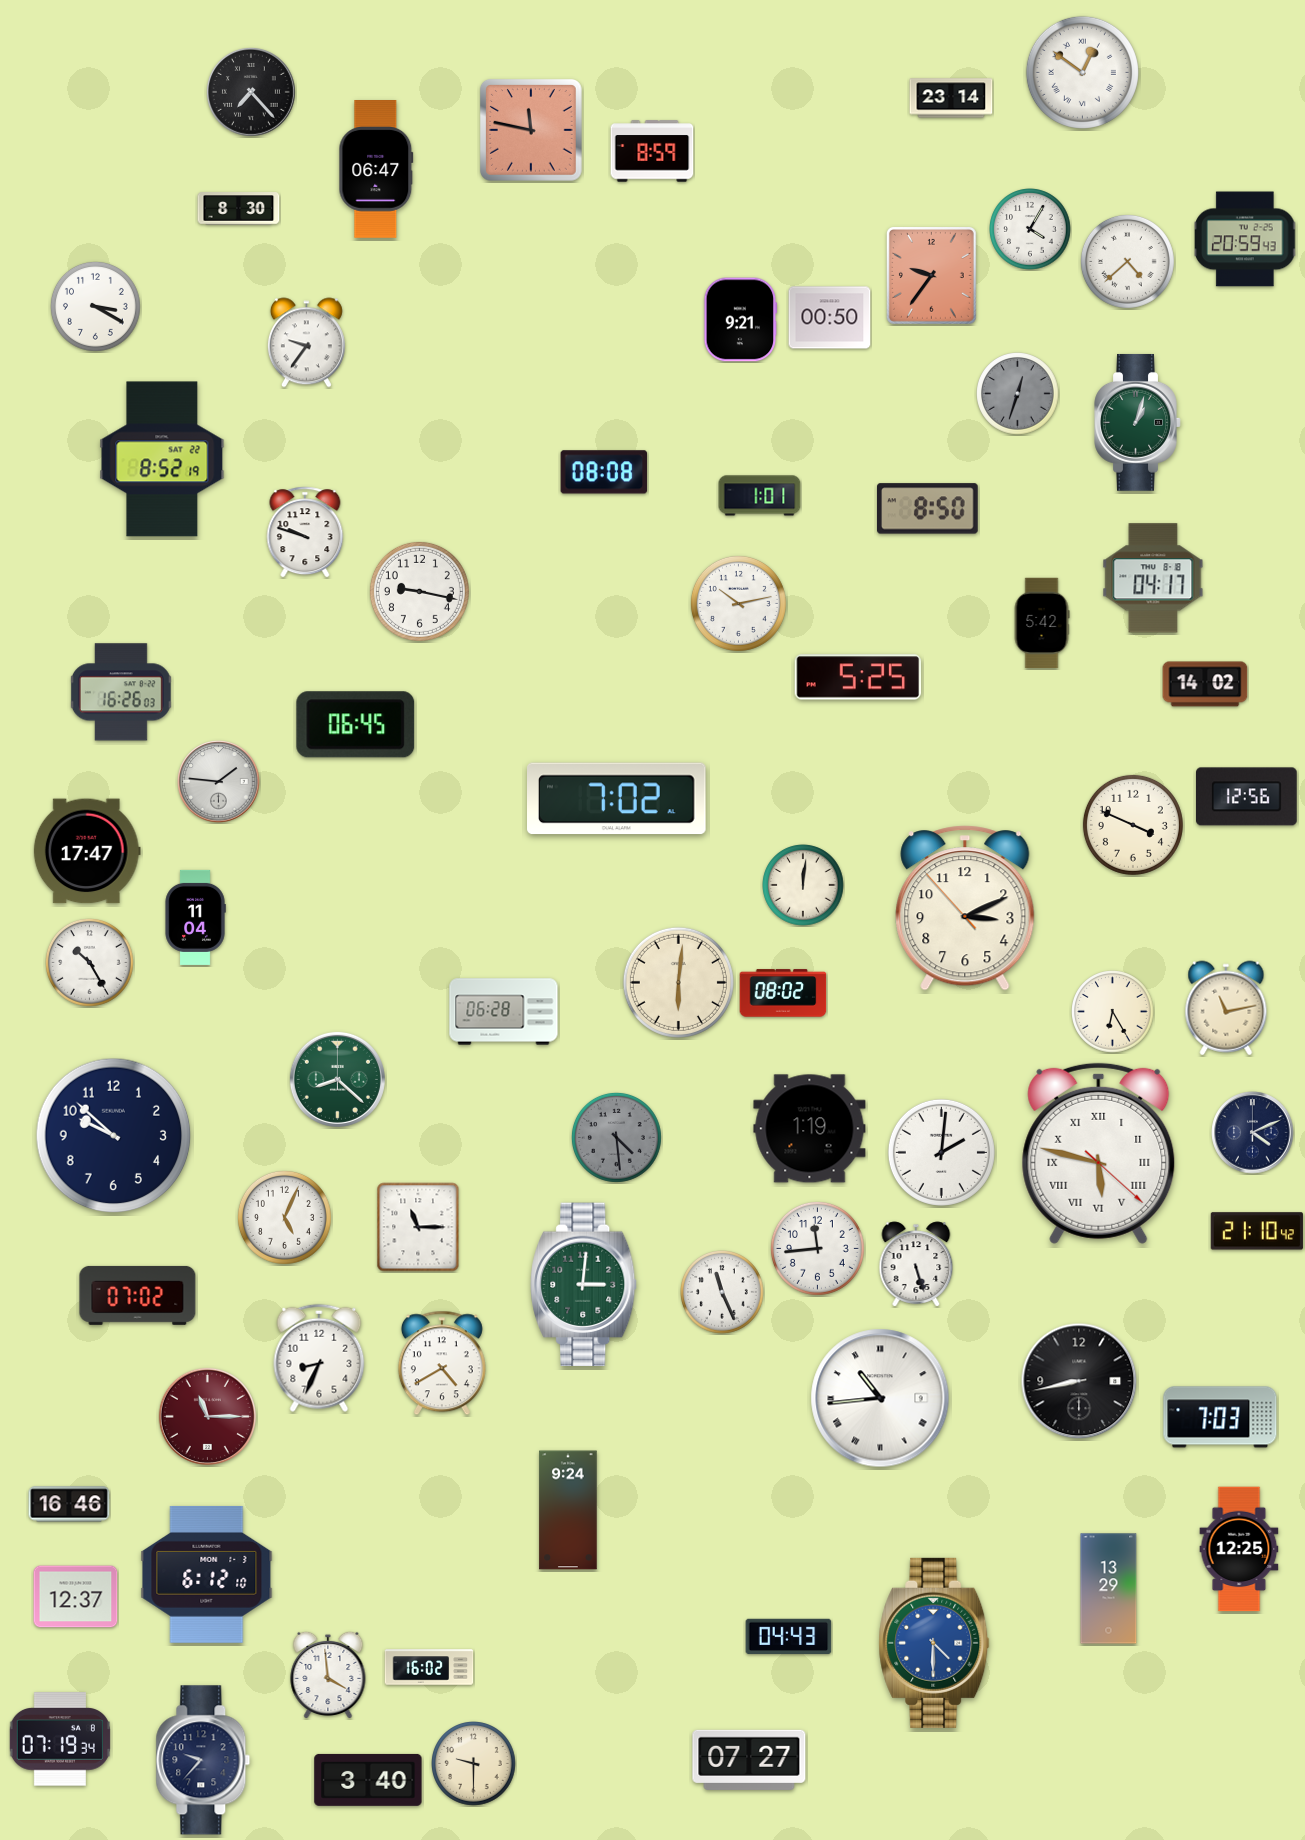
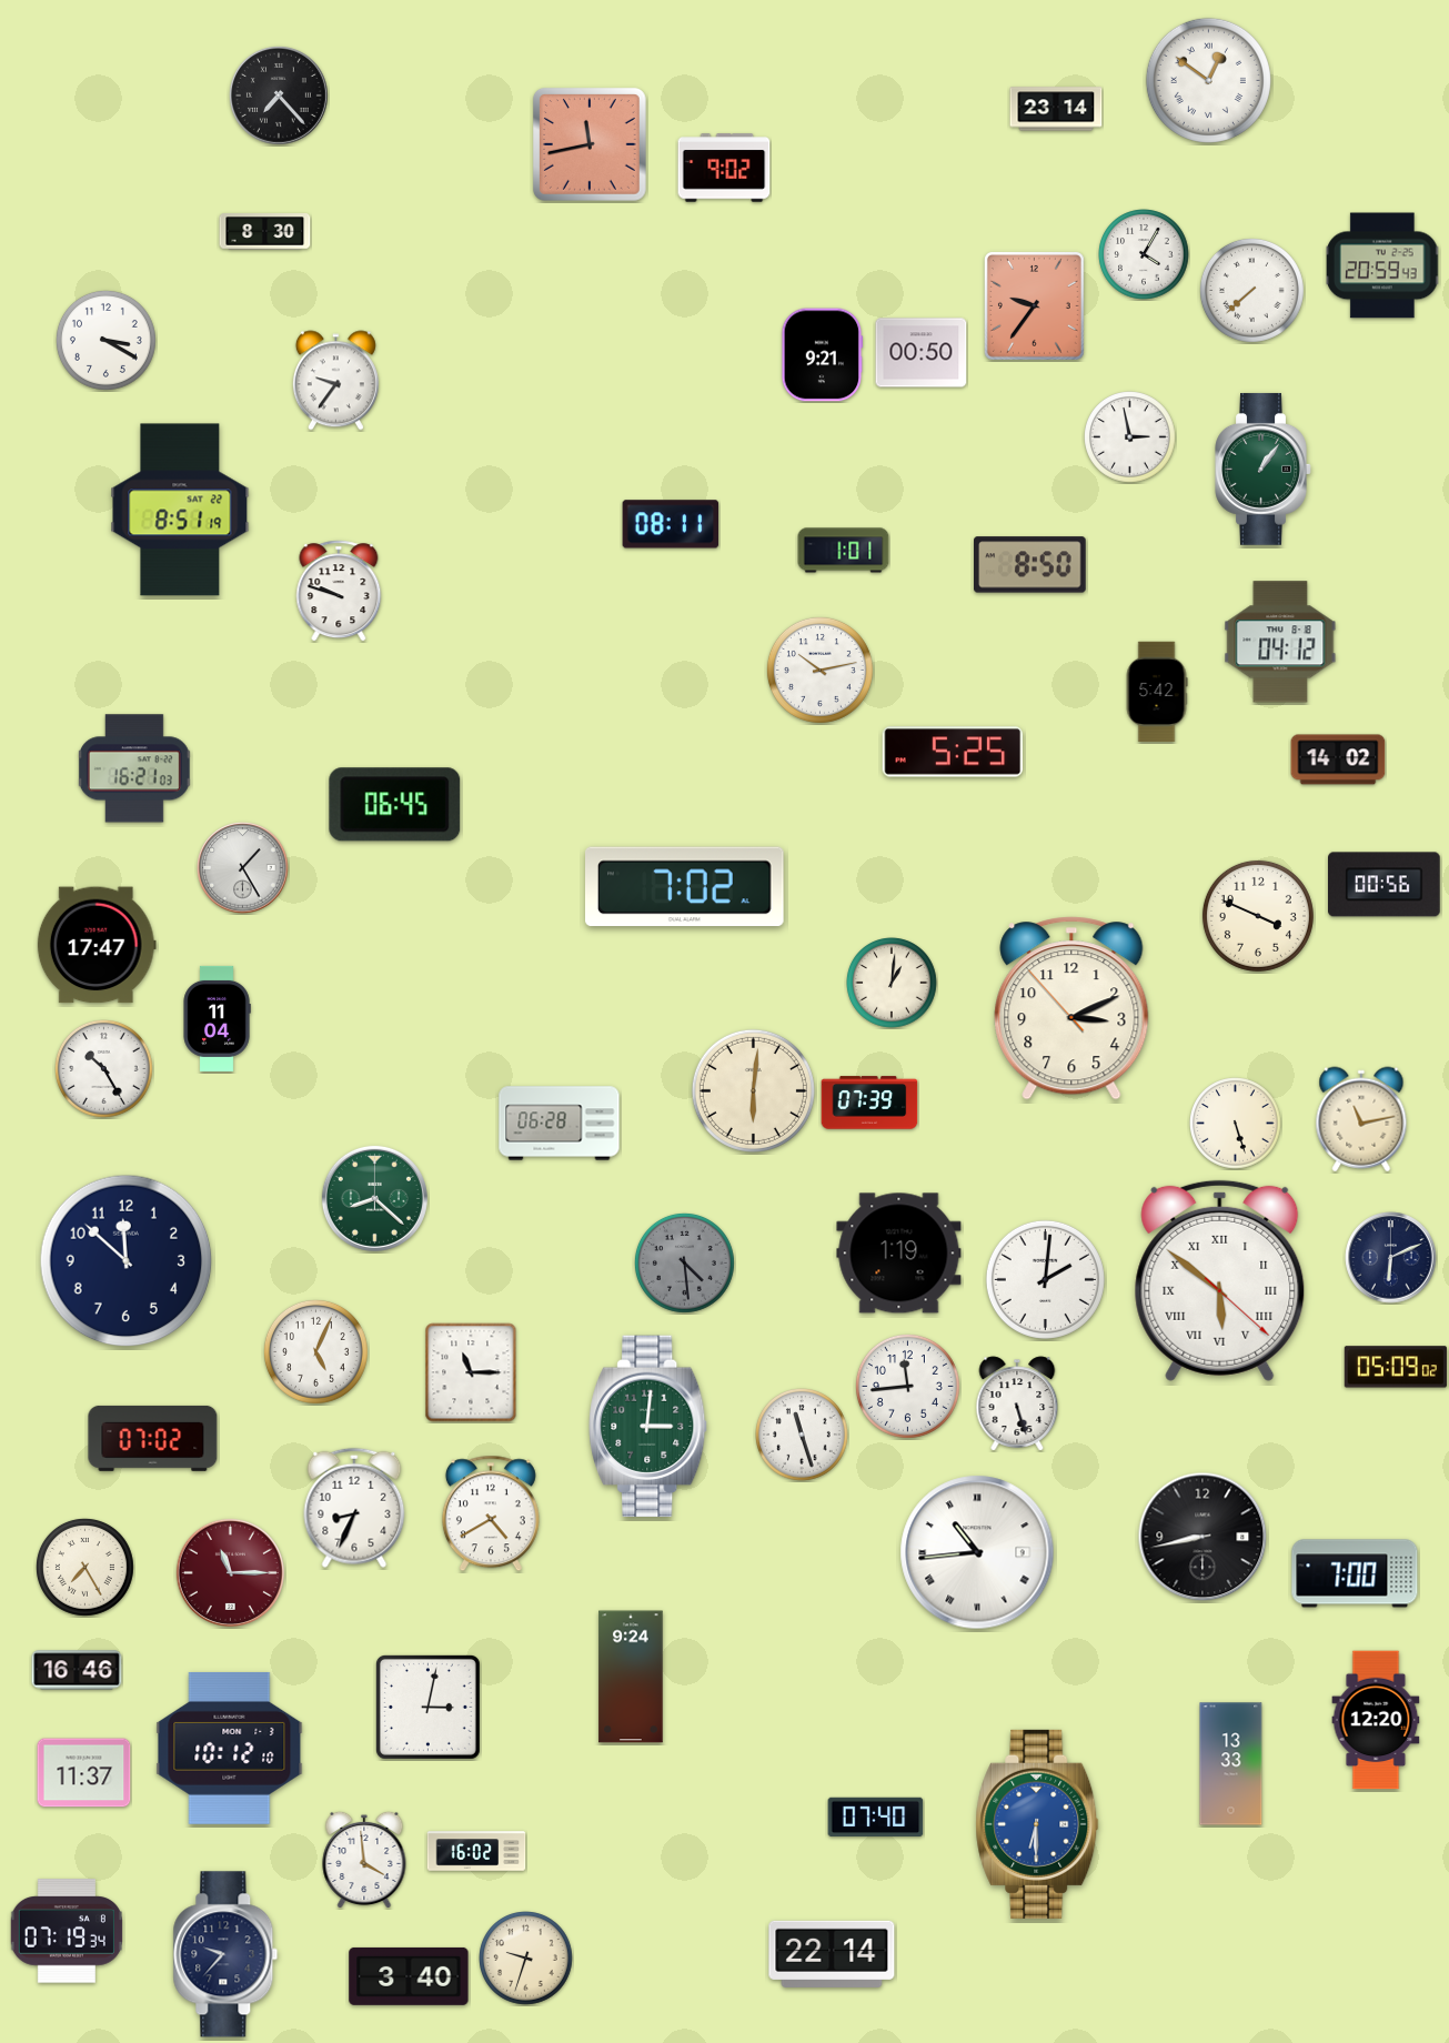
clock at (1082, 72) position: (1082, 72) -> (1208, 80)
clock at (251, 92) position: (251, 92) -> (279, 95)
clock at (531, 130): 11:47 -> 11:43
clock at (652, 151): 8:59 -> 9:02
clock at (376, 170): 06:47 -> none
clock at (1127, 261): 4:38 -> 7:38
clock at (306, 343) position: (306, 343) -> (335, 381)
clock at (1018, 394): 12:33 -> 2:58
clock at (1018, 394) dial: grey -> white
clock at (1138, 422): 1:03 -> 1:06
clock at (162, 459): 8:52 -> 8:51
clock at (604, 472): 08:08 -> 08:11
clock at (1153, 578): 04:17 -> 04:12
clock at (419, 591): 9:17 -> none
clock at (121, 692): 16:26 -> 16:21
clock at (219, 782): 1:46 -> 1:25
clock at (1247, 797): 12:56 -> 00:56
clock at (803, 885): 12:01 -> 1:01
clock at (90, 963) position: (90, 963) -> (104, 1069)
clock at (783, 993): 08:02 -> 07:39
clock at (1113, 1012): 6:25 -> 5:27
clock at (1253, 1133): 4:11 -> 6:11
clock at (114, 1136): 9:52 -> 11:52
clock at (1099, 1153): 5:47 -> 5:51
clock at (418, 1227) position: (418, 1227) -> (471, 1372)
clock at (1257, 1231): 21:10 -> 05:09
clock at (723, 1293): 11:26 -> 11:27
clock at (1079, 1381) position: (1079, 1381) -> (1203, 1537)
clock at (85, 1568): none -> 7:25
clock at (1220, 1417): 7:03 -> 7:00
clock at (427, 1707): none -> 3:02
clock at (1239, 1549): 12:25 -> 12:20
clock at (207, 1574): 6:12 -> 10:12
clock at (1109, 1589): 13:29 -> 13:33
clock at (76, 1597): 12:37 -> 11:37
clock at (789, 1637): 04:43 -> 07:40
clock at (934, 1643): 4:30 -> 6:30
clock at (749, 1760): 07:27 -> 22:14
clock at (474, 1764): 9:30 -> 9:33
